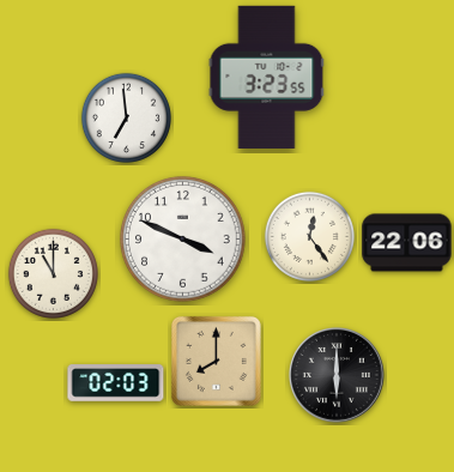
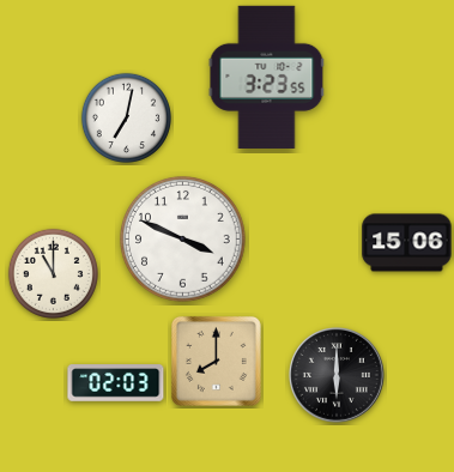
clock at (126, 117): 6:59 -> 7:02
clock at (309, 236): 12:24 -> none
clock at (407, 243): 22:06 -> 15:06
